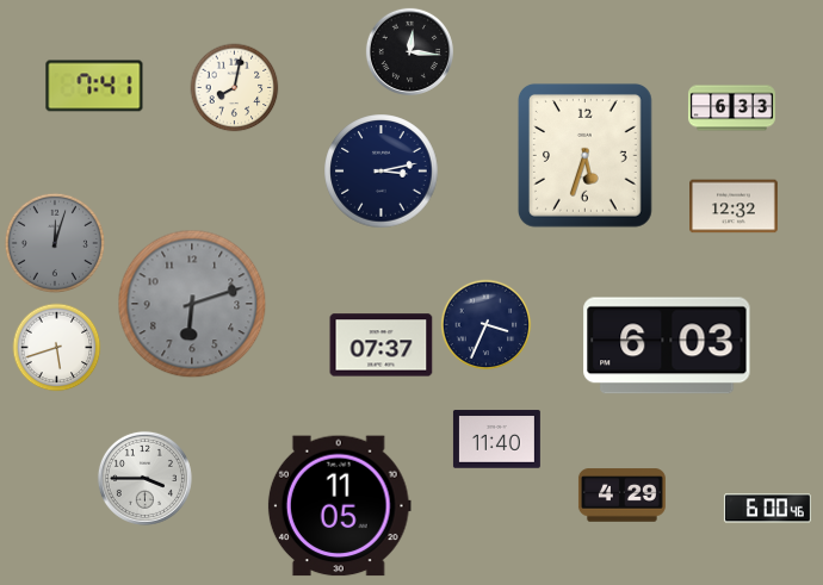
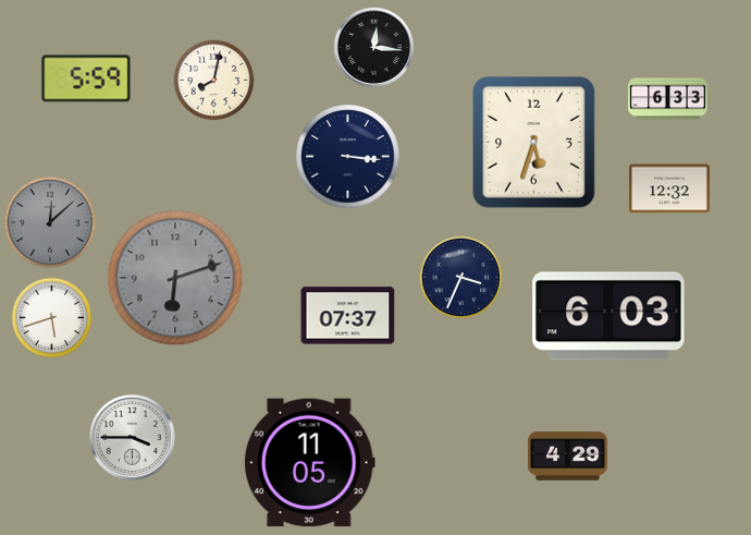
clock at (94, 86): 7:41 -> 5:59
clock at (382, 172): 3:13 -> 3:16
clock at (55, 243): 12:03 -> 12:08
clock at (487, 325) position: (487, 325) -> (461, 278)
clock at (496, 440): 11:40 -> none
clock at (621, 496) position: (621, 496) -> (567, 457)
clock at (767, 509): 6:00 -> none
